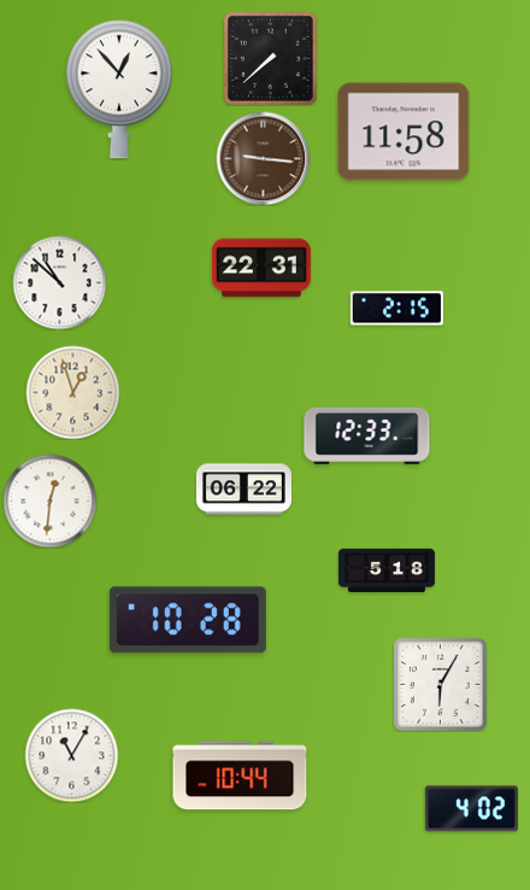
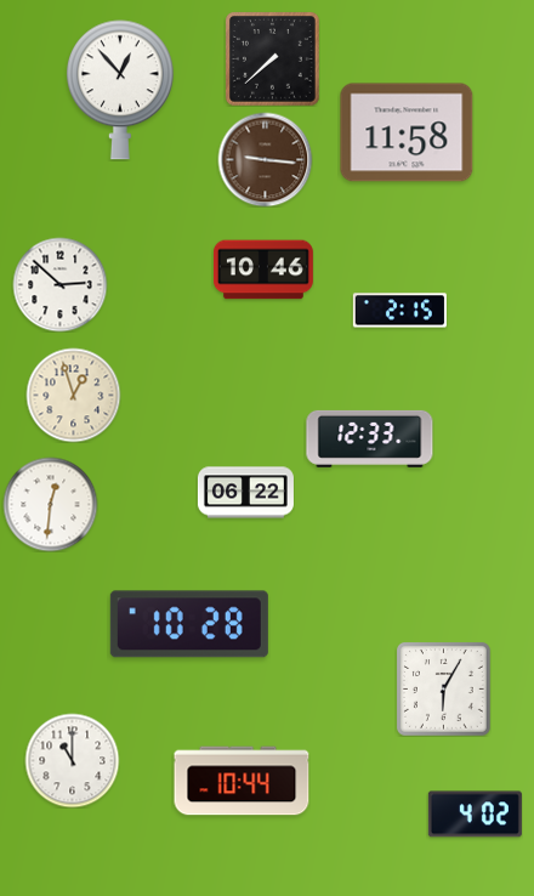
clock at (261, 268): 22:31 -> 10:46
clock at (59, 282): 10:52 -> 2:52
clock at (387, 570): 5:18 -> none
clock at (71, 755): 11:05 -> 11:00
